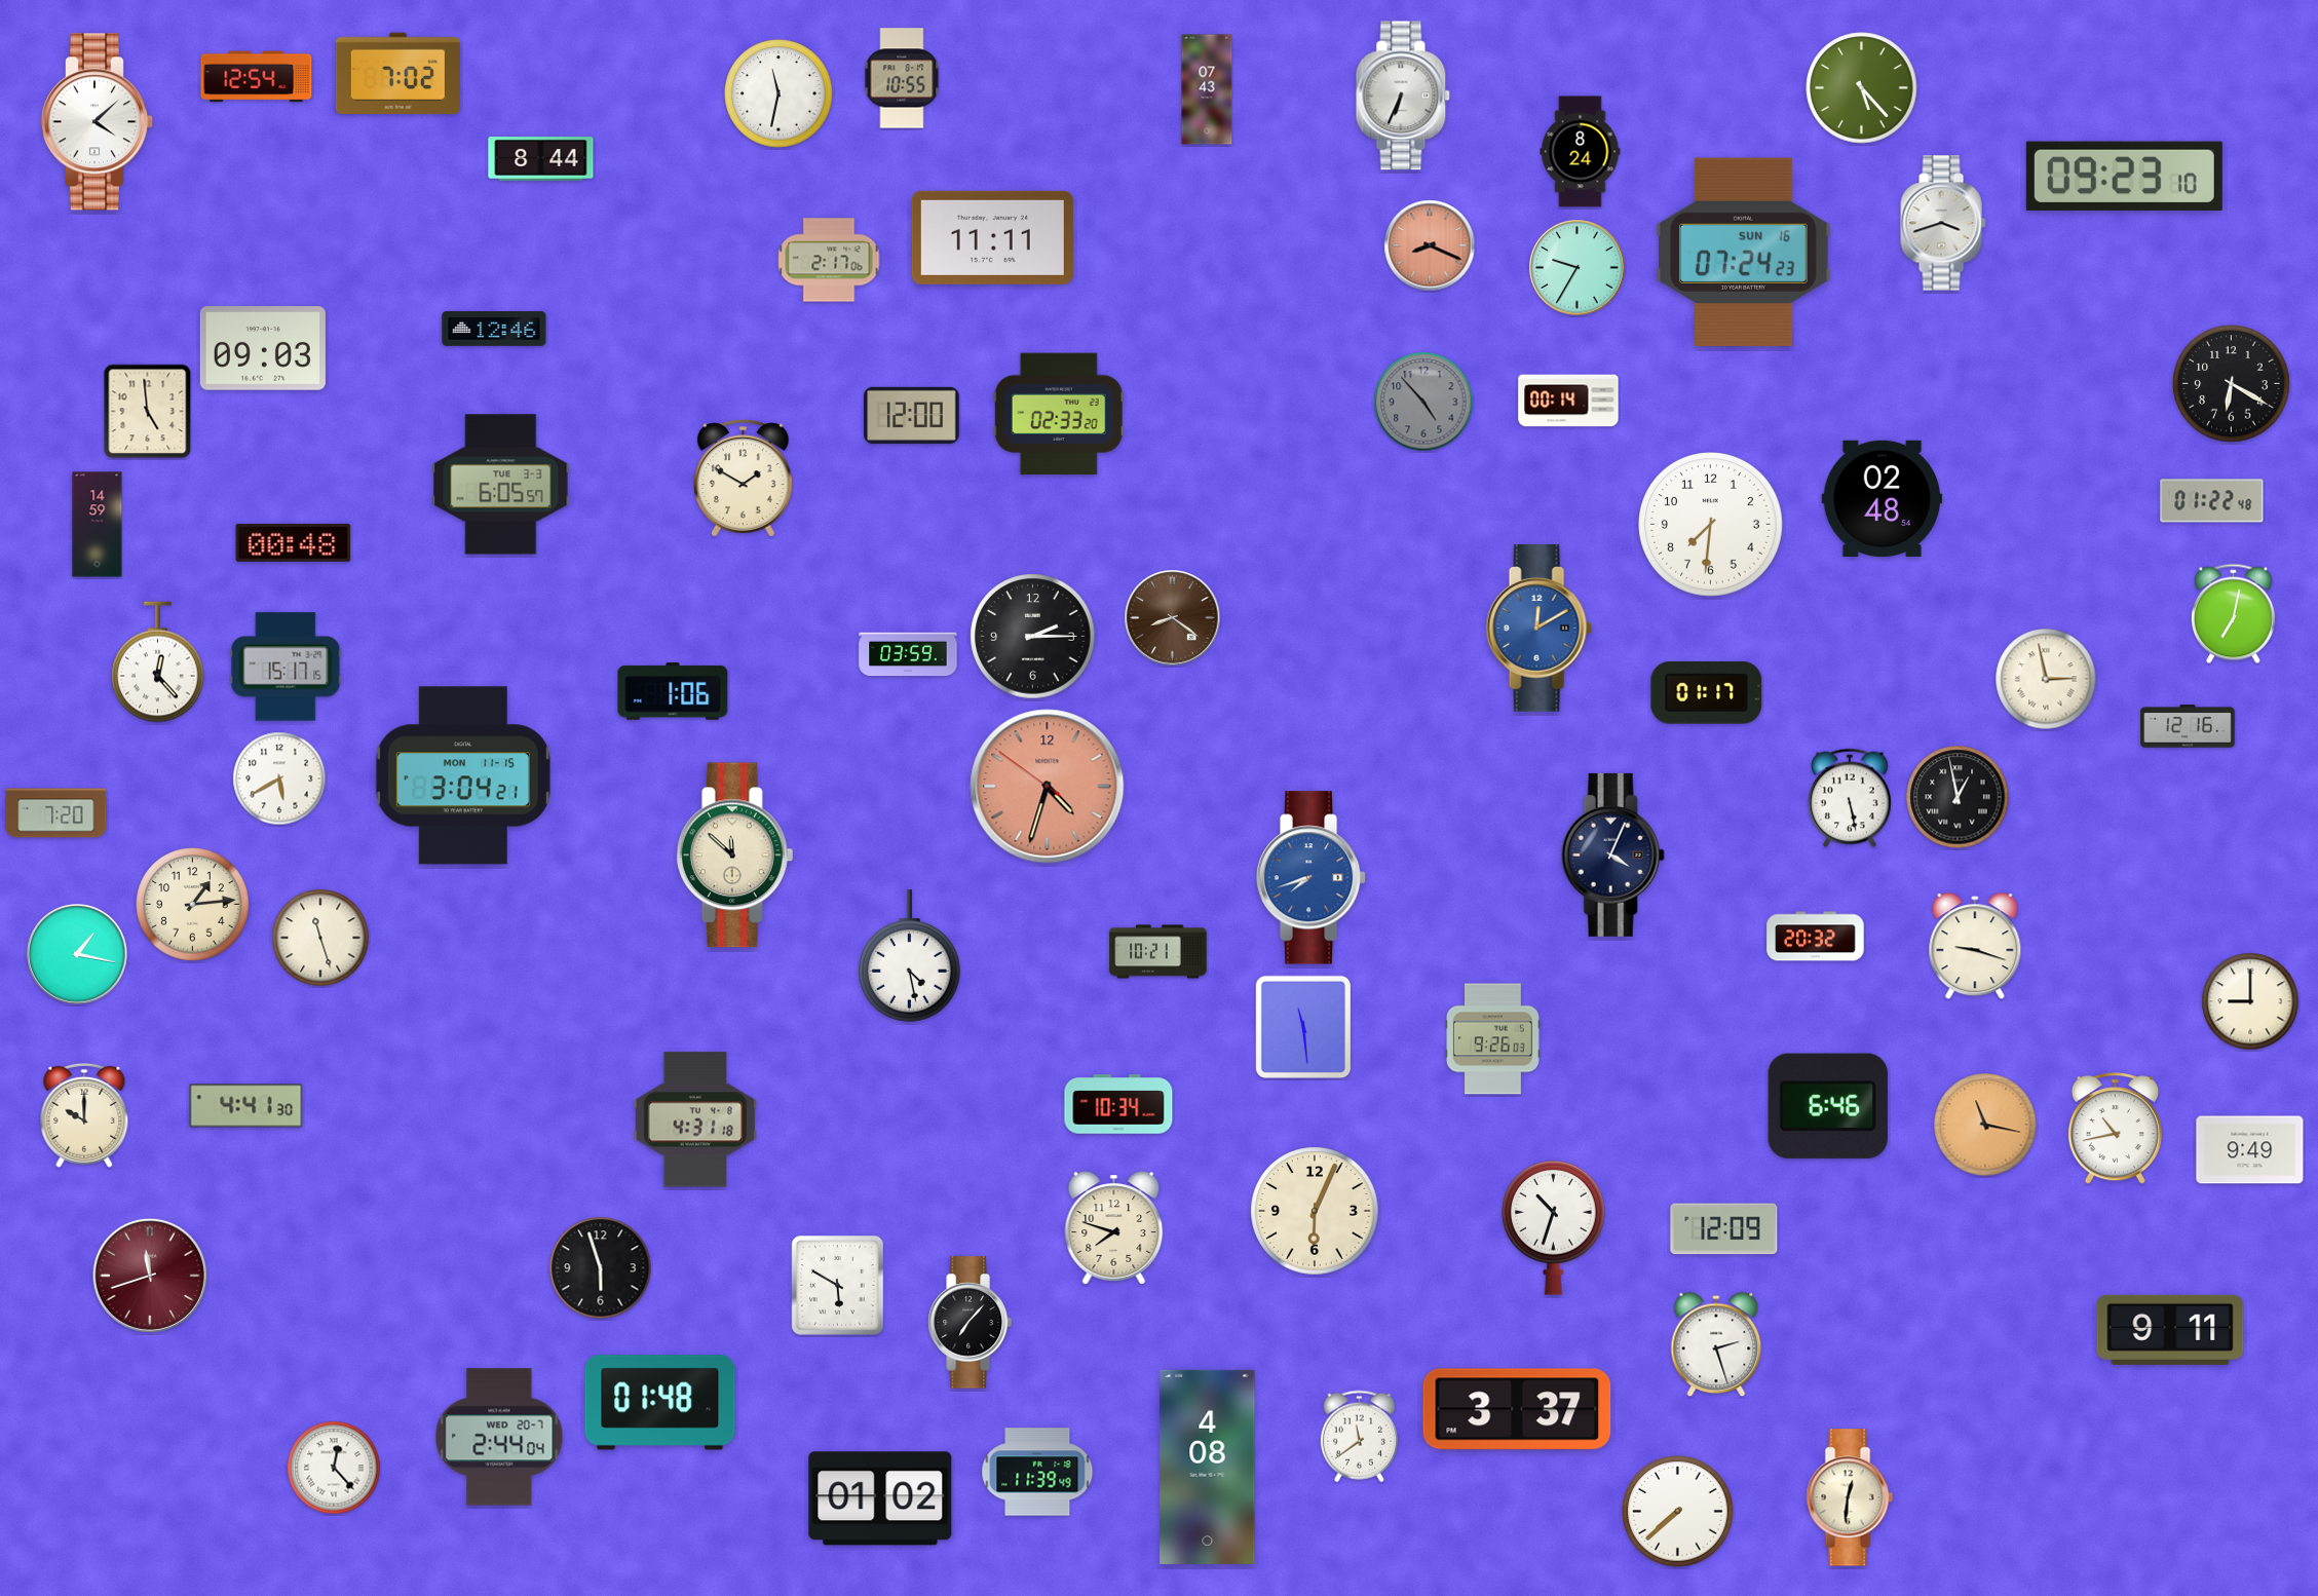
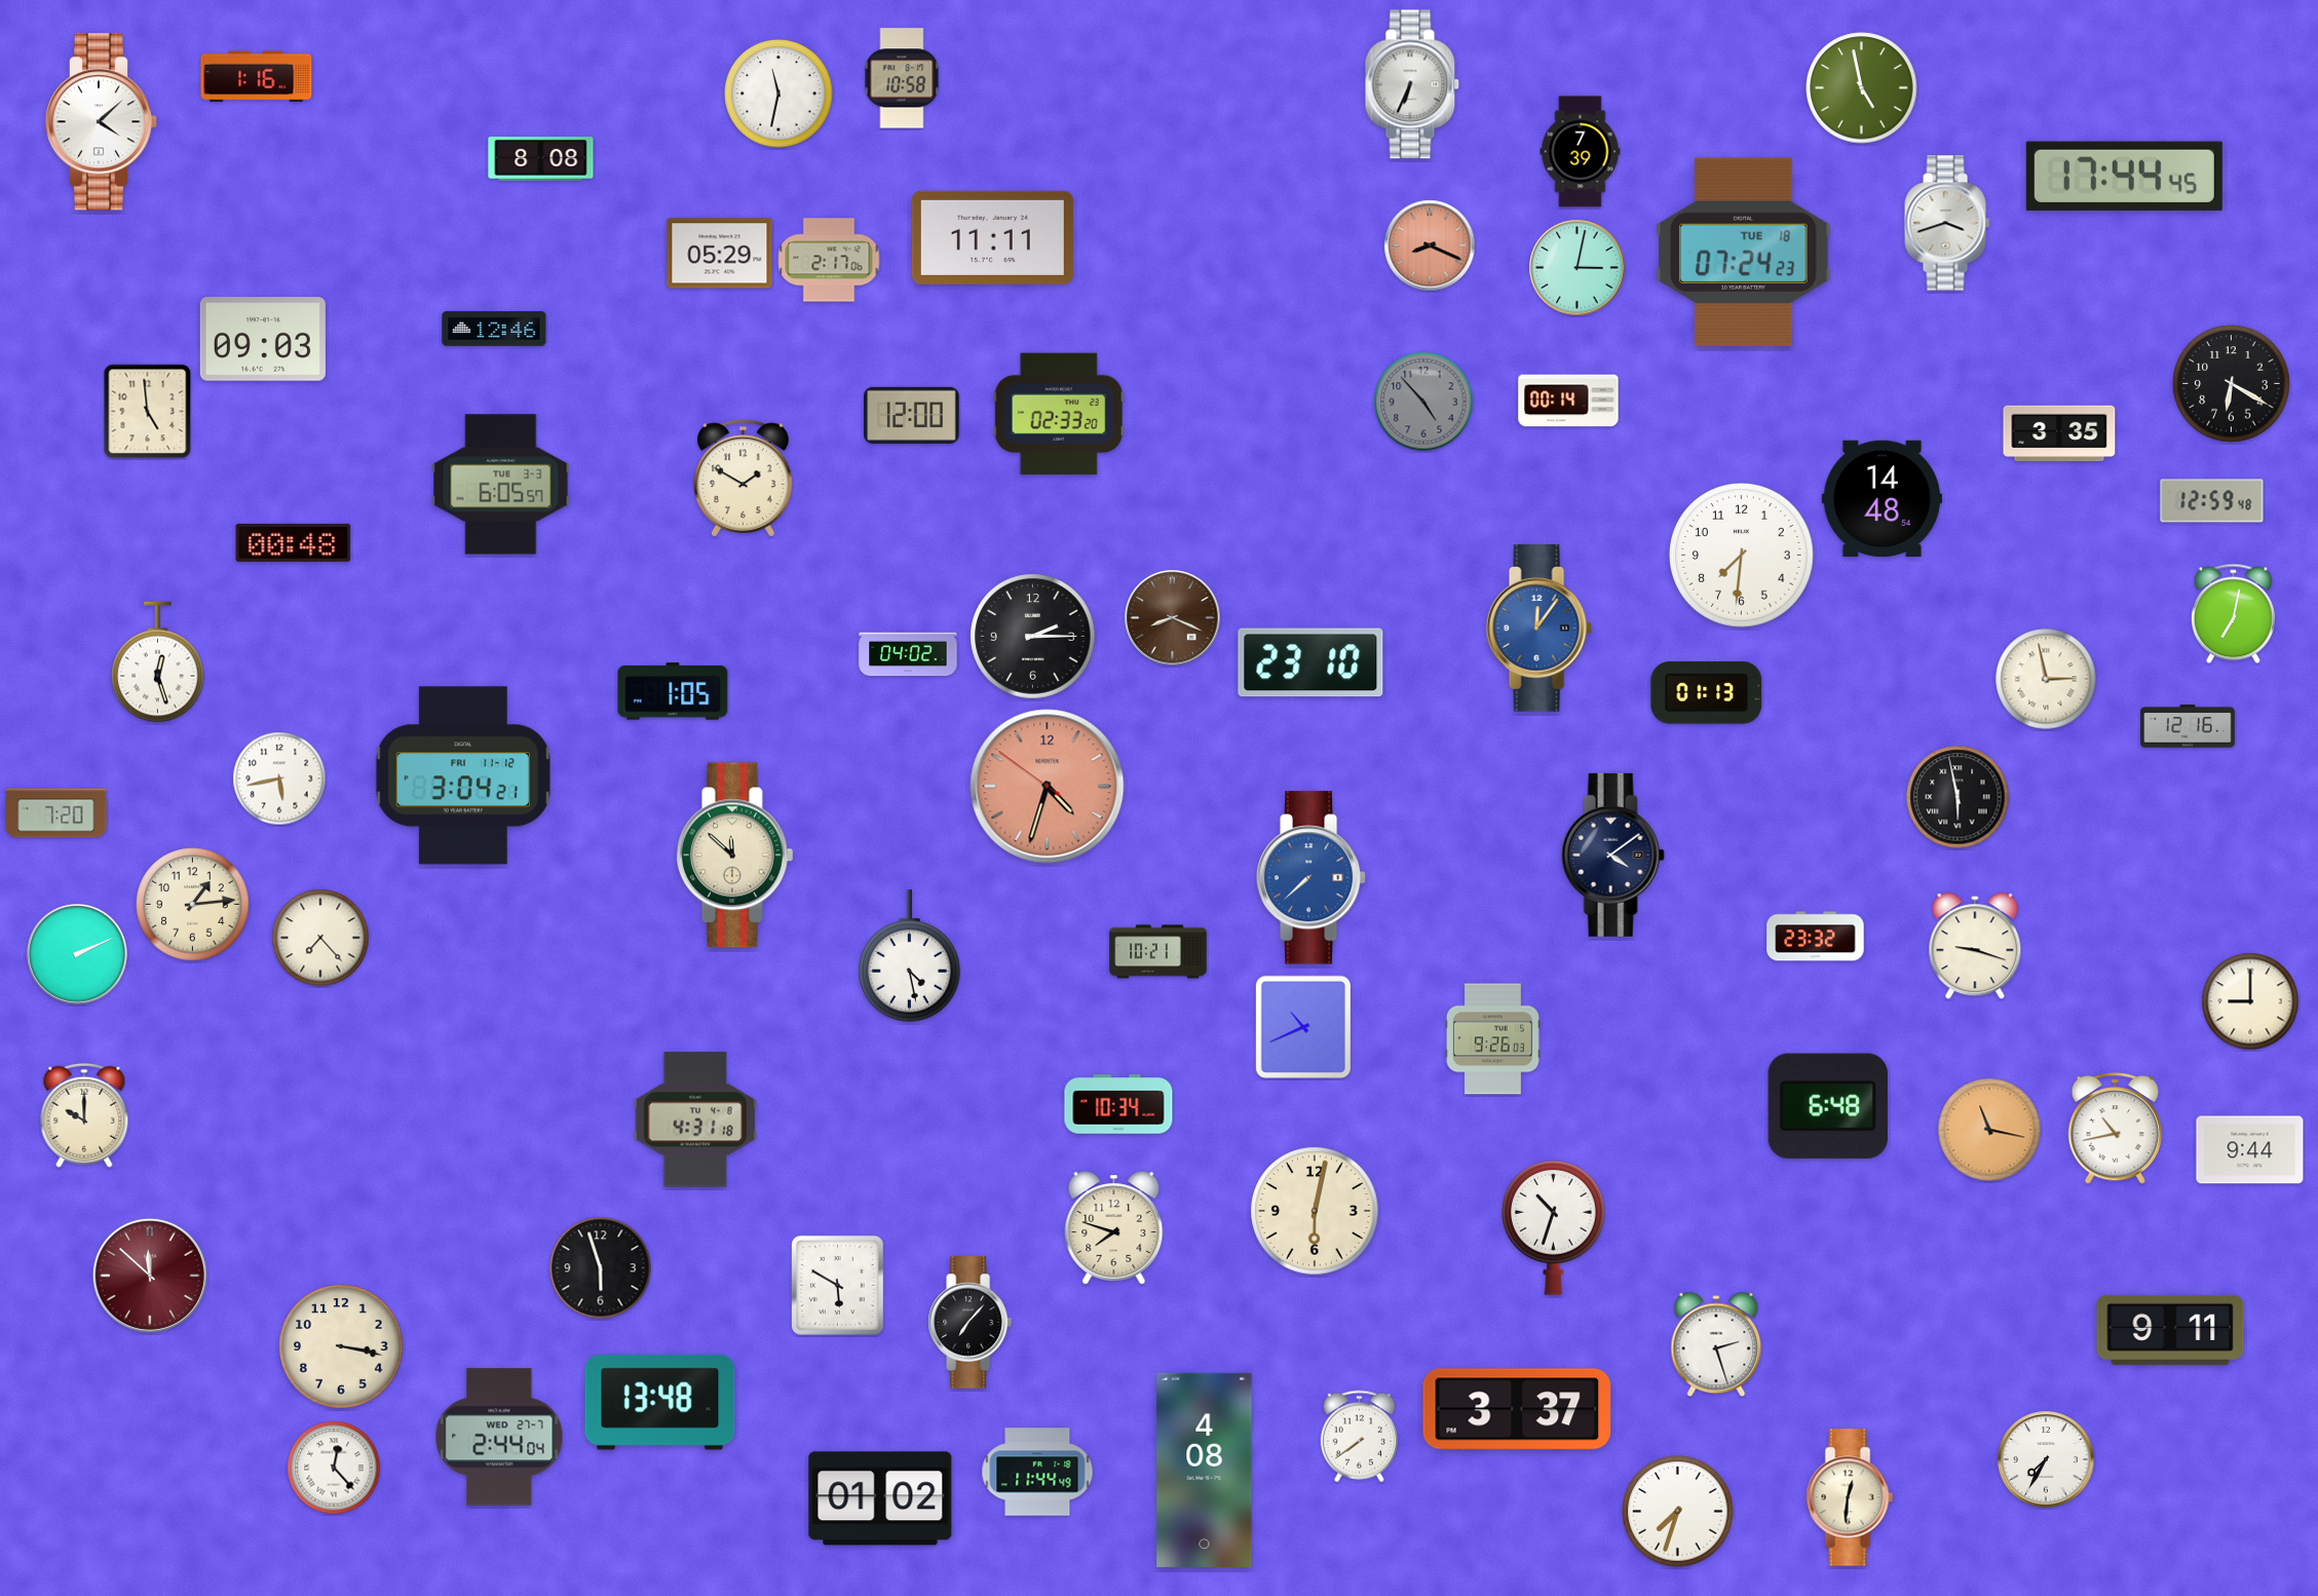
clock at (397, 73): 7:02 -> none
clock at (257, 77): 12:54 -> 1:16
clock at (902, 78): 10:55 -> 10:58
clock at (1862, 88): 5:23 -> 4:58
clock at (1207, 89): 07:43 -> none
clock at (1403, 96) position: (1403, 96) -> (1412, 84)
clock at (98, 122) position: (98, 122) -> (102, 122)
clock at (1581, 152): 8:24 -> 7:39
clock at (541, 159): 8:44 -> 8:08
clock at (2124, 176): 09:23 -> 17:44
clock at (1943, 223) position: (1943, 223) -> (1947, 223)
clock at (1744, 253) date: SUN 16 -> TUE 18
clock at (720, 254): none -> 05:29
clock at (1578, 268): 9:35 -> 3:02
clock at (263, 348) position: (263, 348) -> (263, 339)
clock at (2059, 432): none -> 3:35
clock at (1882, 498): 02:48 -> 14:48
clock at (2212, 501): 01:22 -> 12:59
clock at (98, 525): 14:59 -> none
clock at (1711, 525) position: (1711, 525) -> (1742, 556)
clock at (1173, 618): 8:21 -> 8:19
clock at (1538, 629): 12:10 -> 12:06
clock at (908, 654): 03:59 -> 04:02
clock at (158, 662): 12:23 -> 12:27
clock at (1310, 662): none -> 23:10
clock at (286, 667): 15:17 -> none
clock at (673, 691): 1:06 -> 1:05
clock at (1707, 693): 01:17 -> 01:13
clock at (463, 775) date: MON 11-15 -> FRI 11-12
clock at (279, 778): 5:40 -> 5:43
clock at (1958, 797): 12:58 -> 5:58
clock at (1851, 798): 5:28 -> none
clock at (1612, 854): 4:04 -> 4:09
clock at (1312, 878): 7:42 -> 7:38
clock at (1816, 937): 20:32 -> 23:32
clock at (320, 938): 11:27 -> 7:23
clock at (77, 954): 1:17 -> 2:11
clock at (1303, 1027): 11:29 -> 10:41
clock at (246, 1106): 4:41 -> none
clock at (1828, 1106): 6:46 -> 6:48
clock at (1985, 1125) position: (1985, 1125) -> (1989, 1130)
clock at (2250, 1150): 9:49 -> 9:44
clock at (1315, 1211): 6:04 -> 6:02
clock at (1724, 1229): 12:09 -> none
clock at (150, 1276): 11:42 -> 11:52
clock at (341, 1346): none -> 3:17
clock at (660, 1403): 01:48 -> 13:48
clock at (499, 1437) date: WED 20-7 -> WED 27-7
clock at (1359, 1437): 11:39 -> 7:39
clock at (2046, 1459): none -> 7:35
clock at (1208, 1467) position: (1208, 1467) -> (1205, 1470)
clock at (1037, 1472): 11:39 -> 11:44
clock at (1678, 1512): 7:38 -> 7:33
